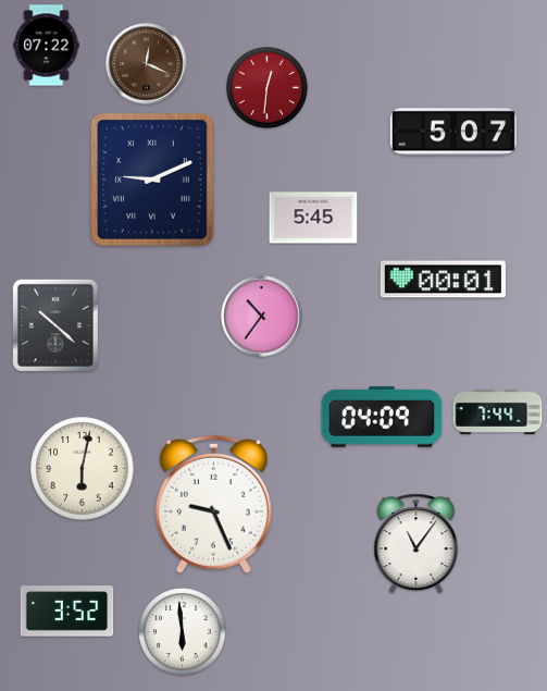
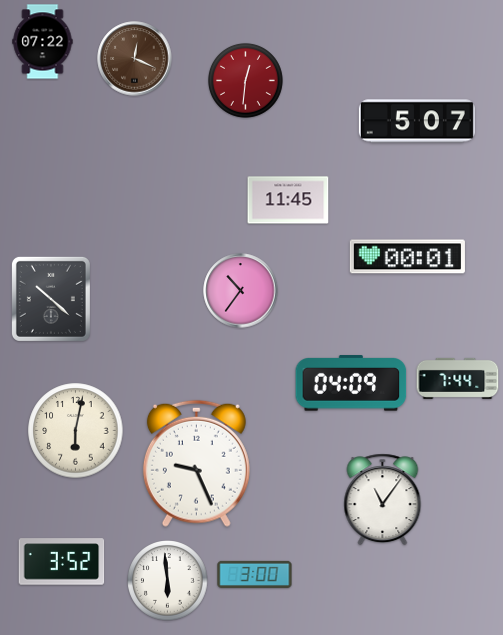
clock at (153, 181): 9:11 -> none
clock at (313, 218): 5:45 -> 11:45
clock at (255, 574): none -> 3:00
